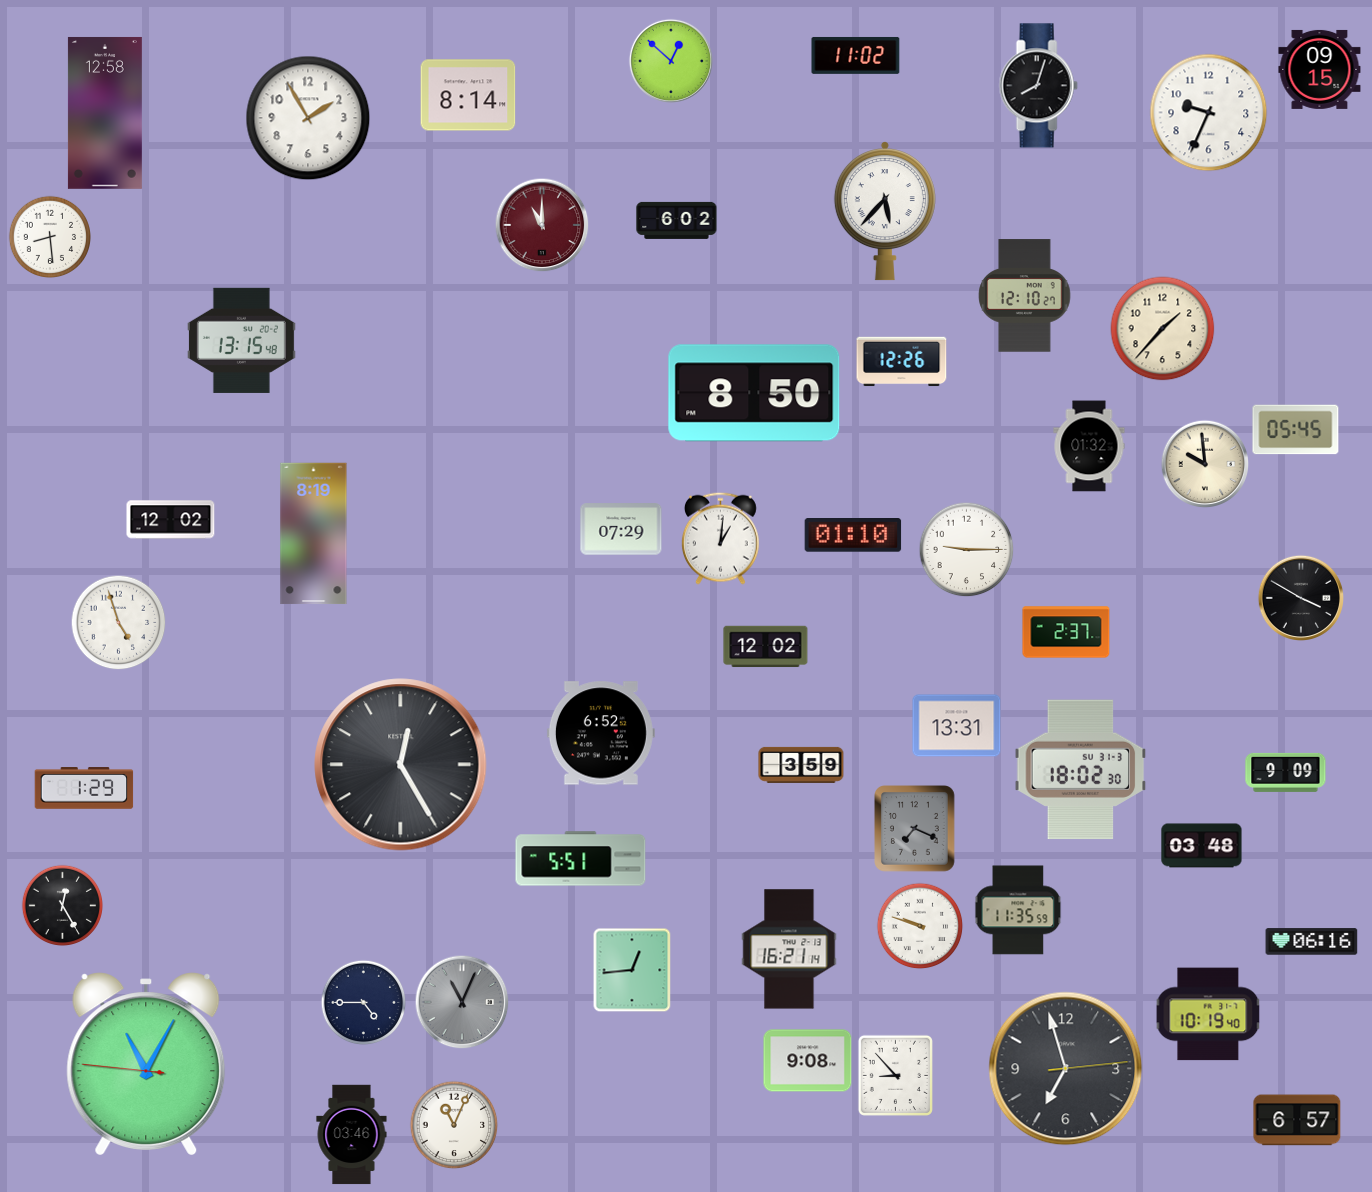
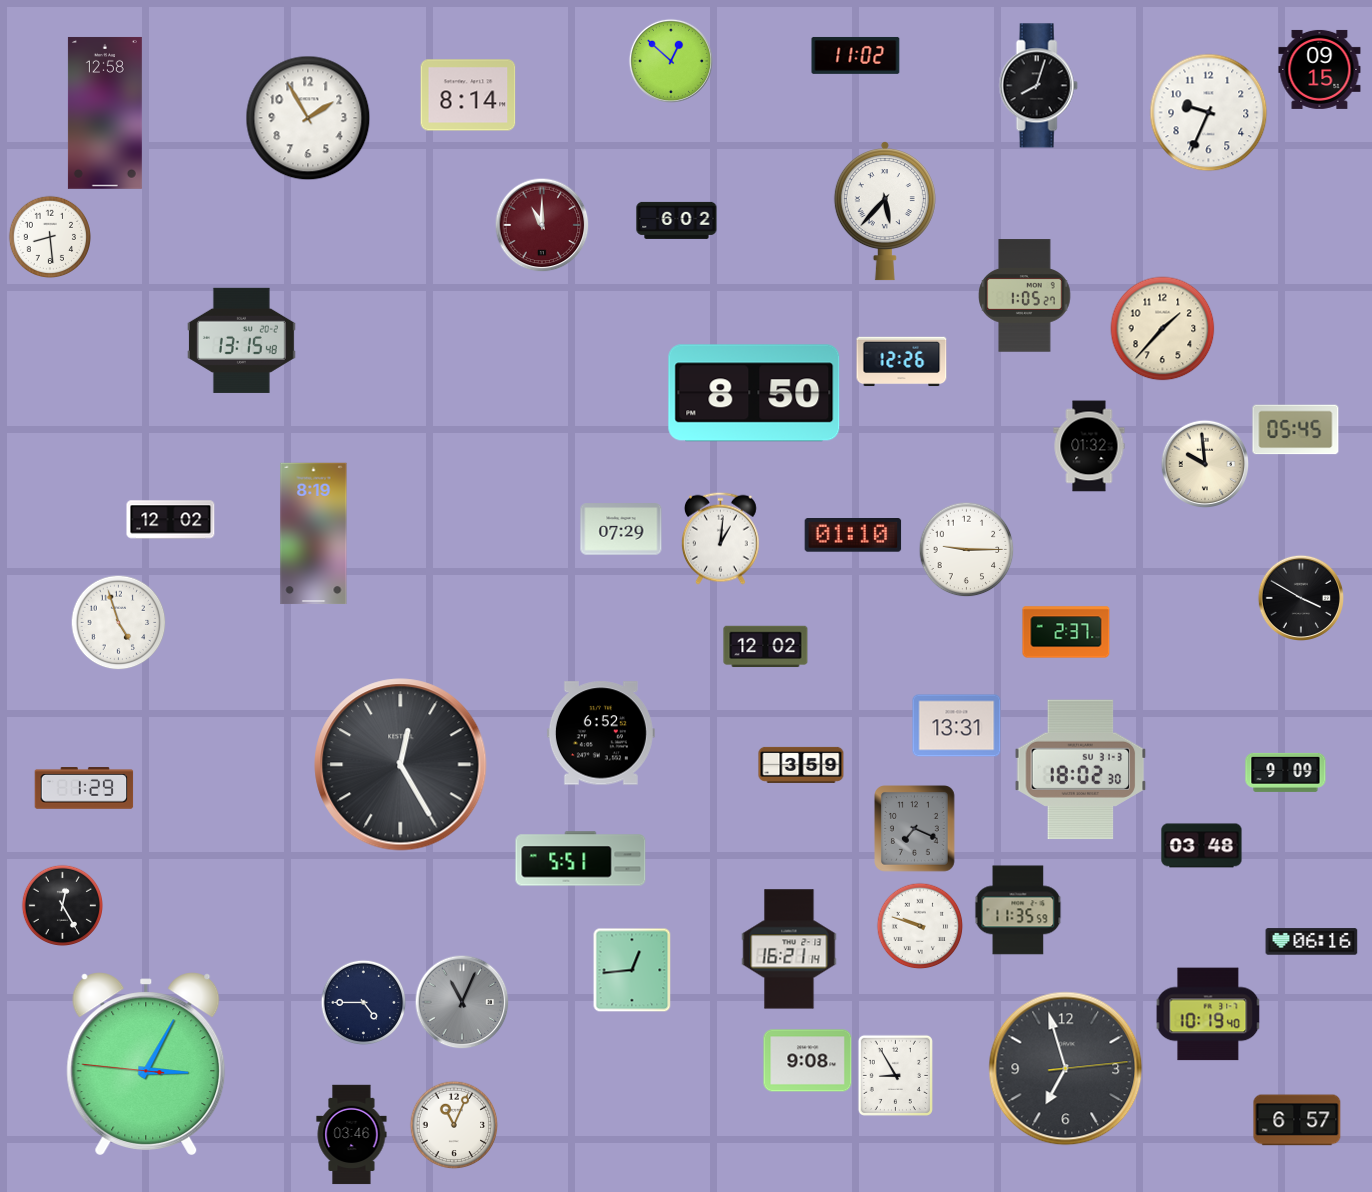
clock at (1025, 296): 12:10 -> 1:05
clock at (146, 1064): 11:04 -> 3:04
clock at (895, 1075): 8:53 -> 8:55
